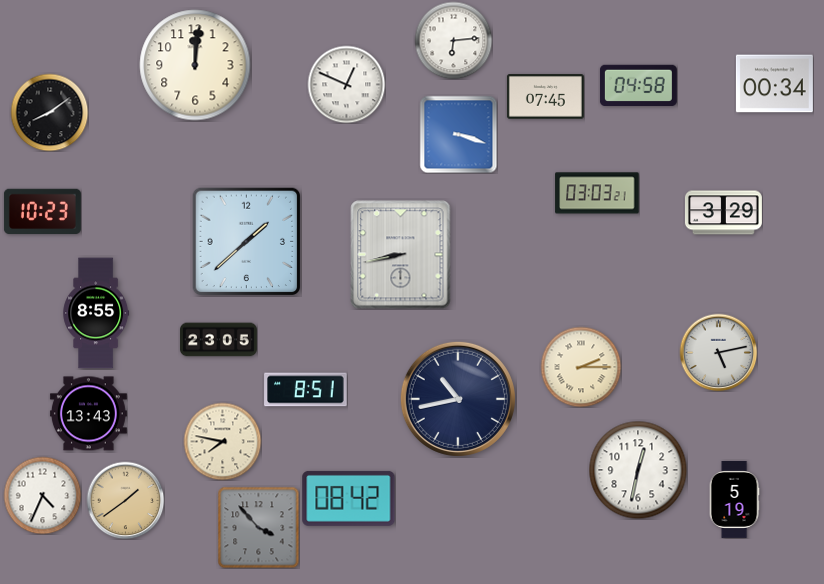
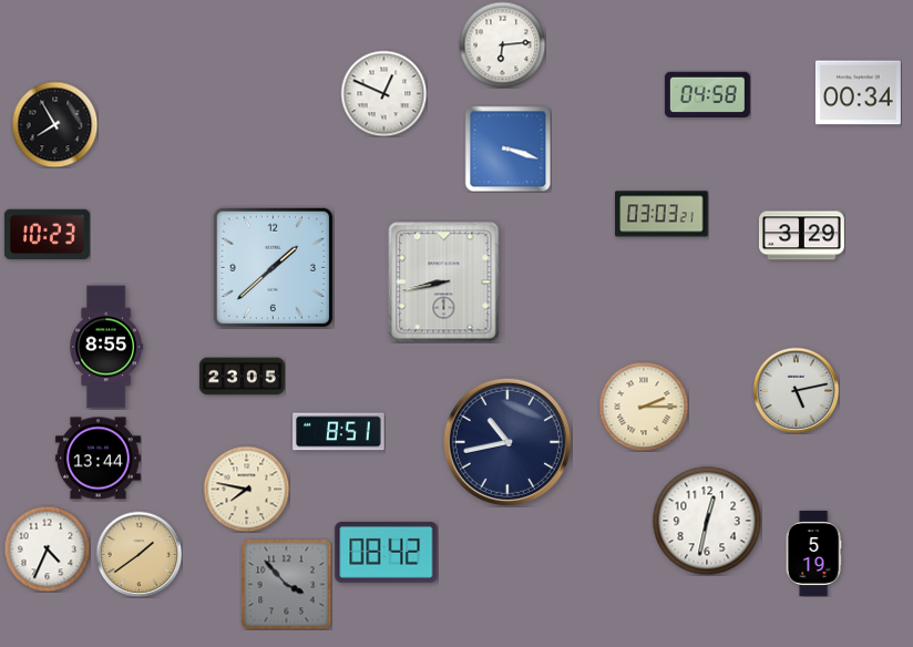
clock at (195, 65): 12:01 -> none
clock at (545, 97): 07:45 -> none
clock at (49, 112): 8:09 -> 7:55
clock at (88, 414): 13:43 -> 13:44
